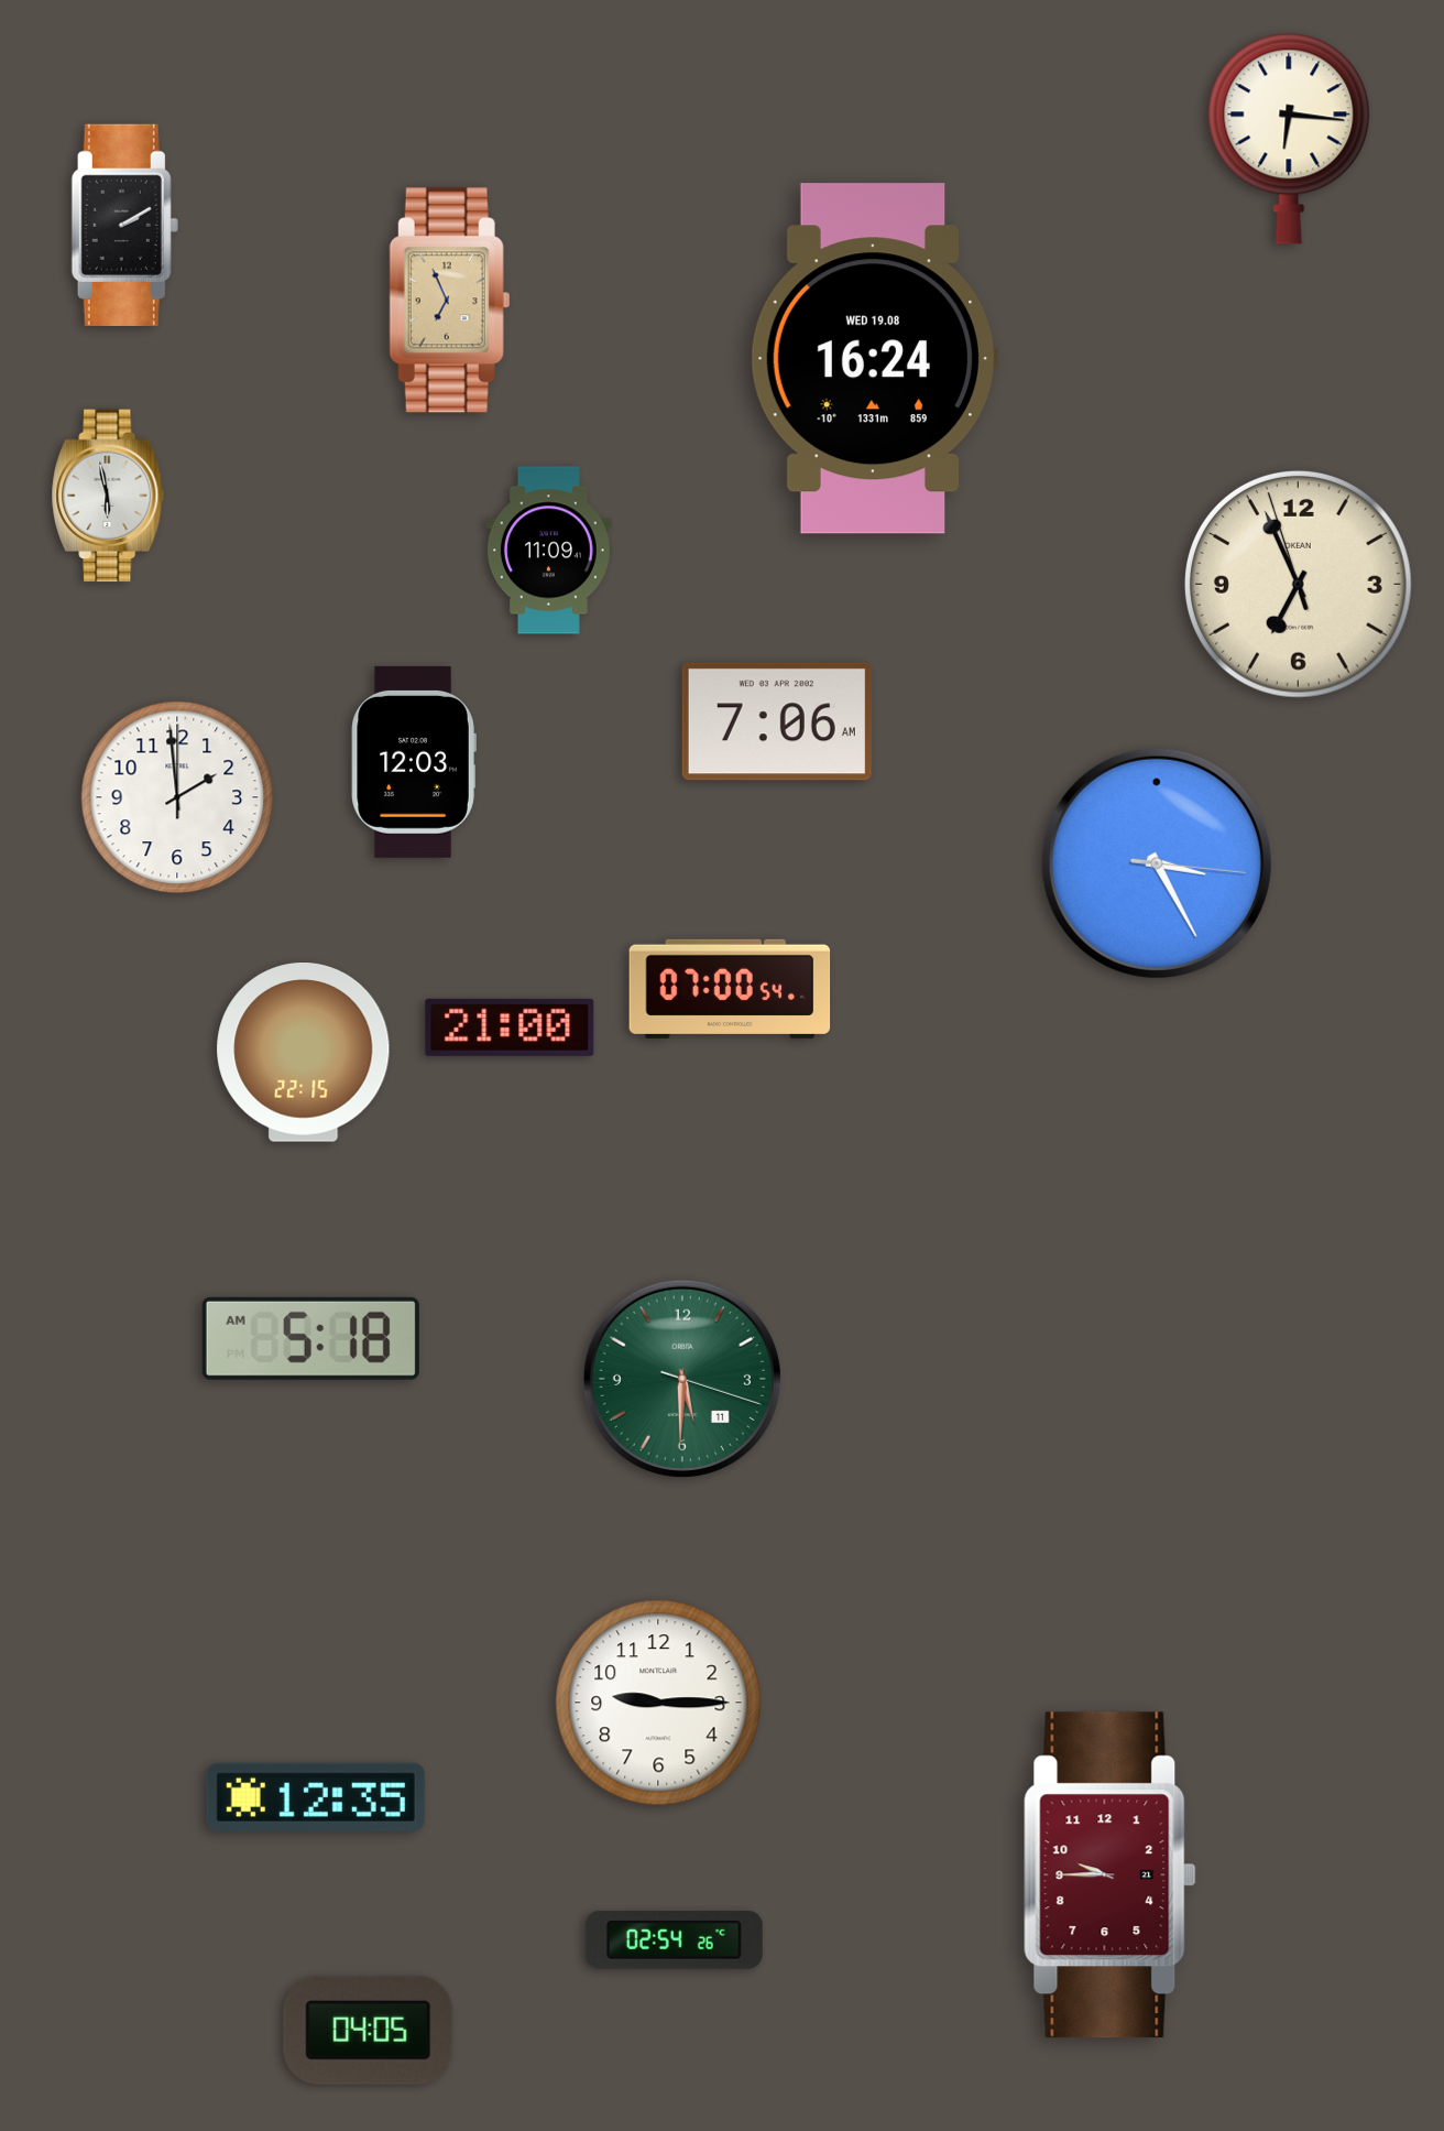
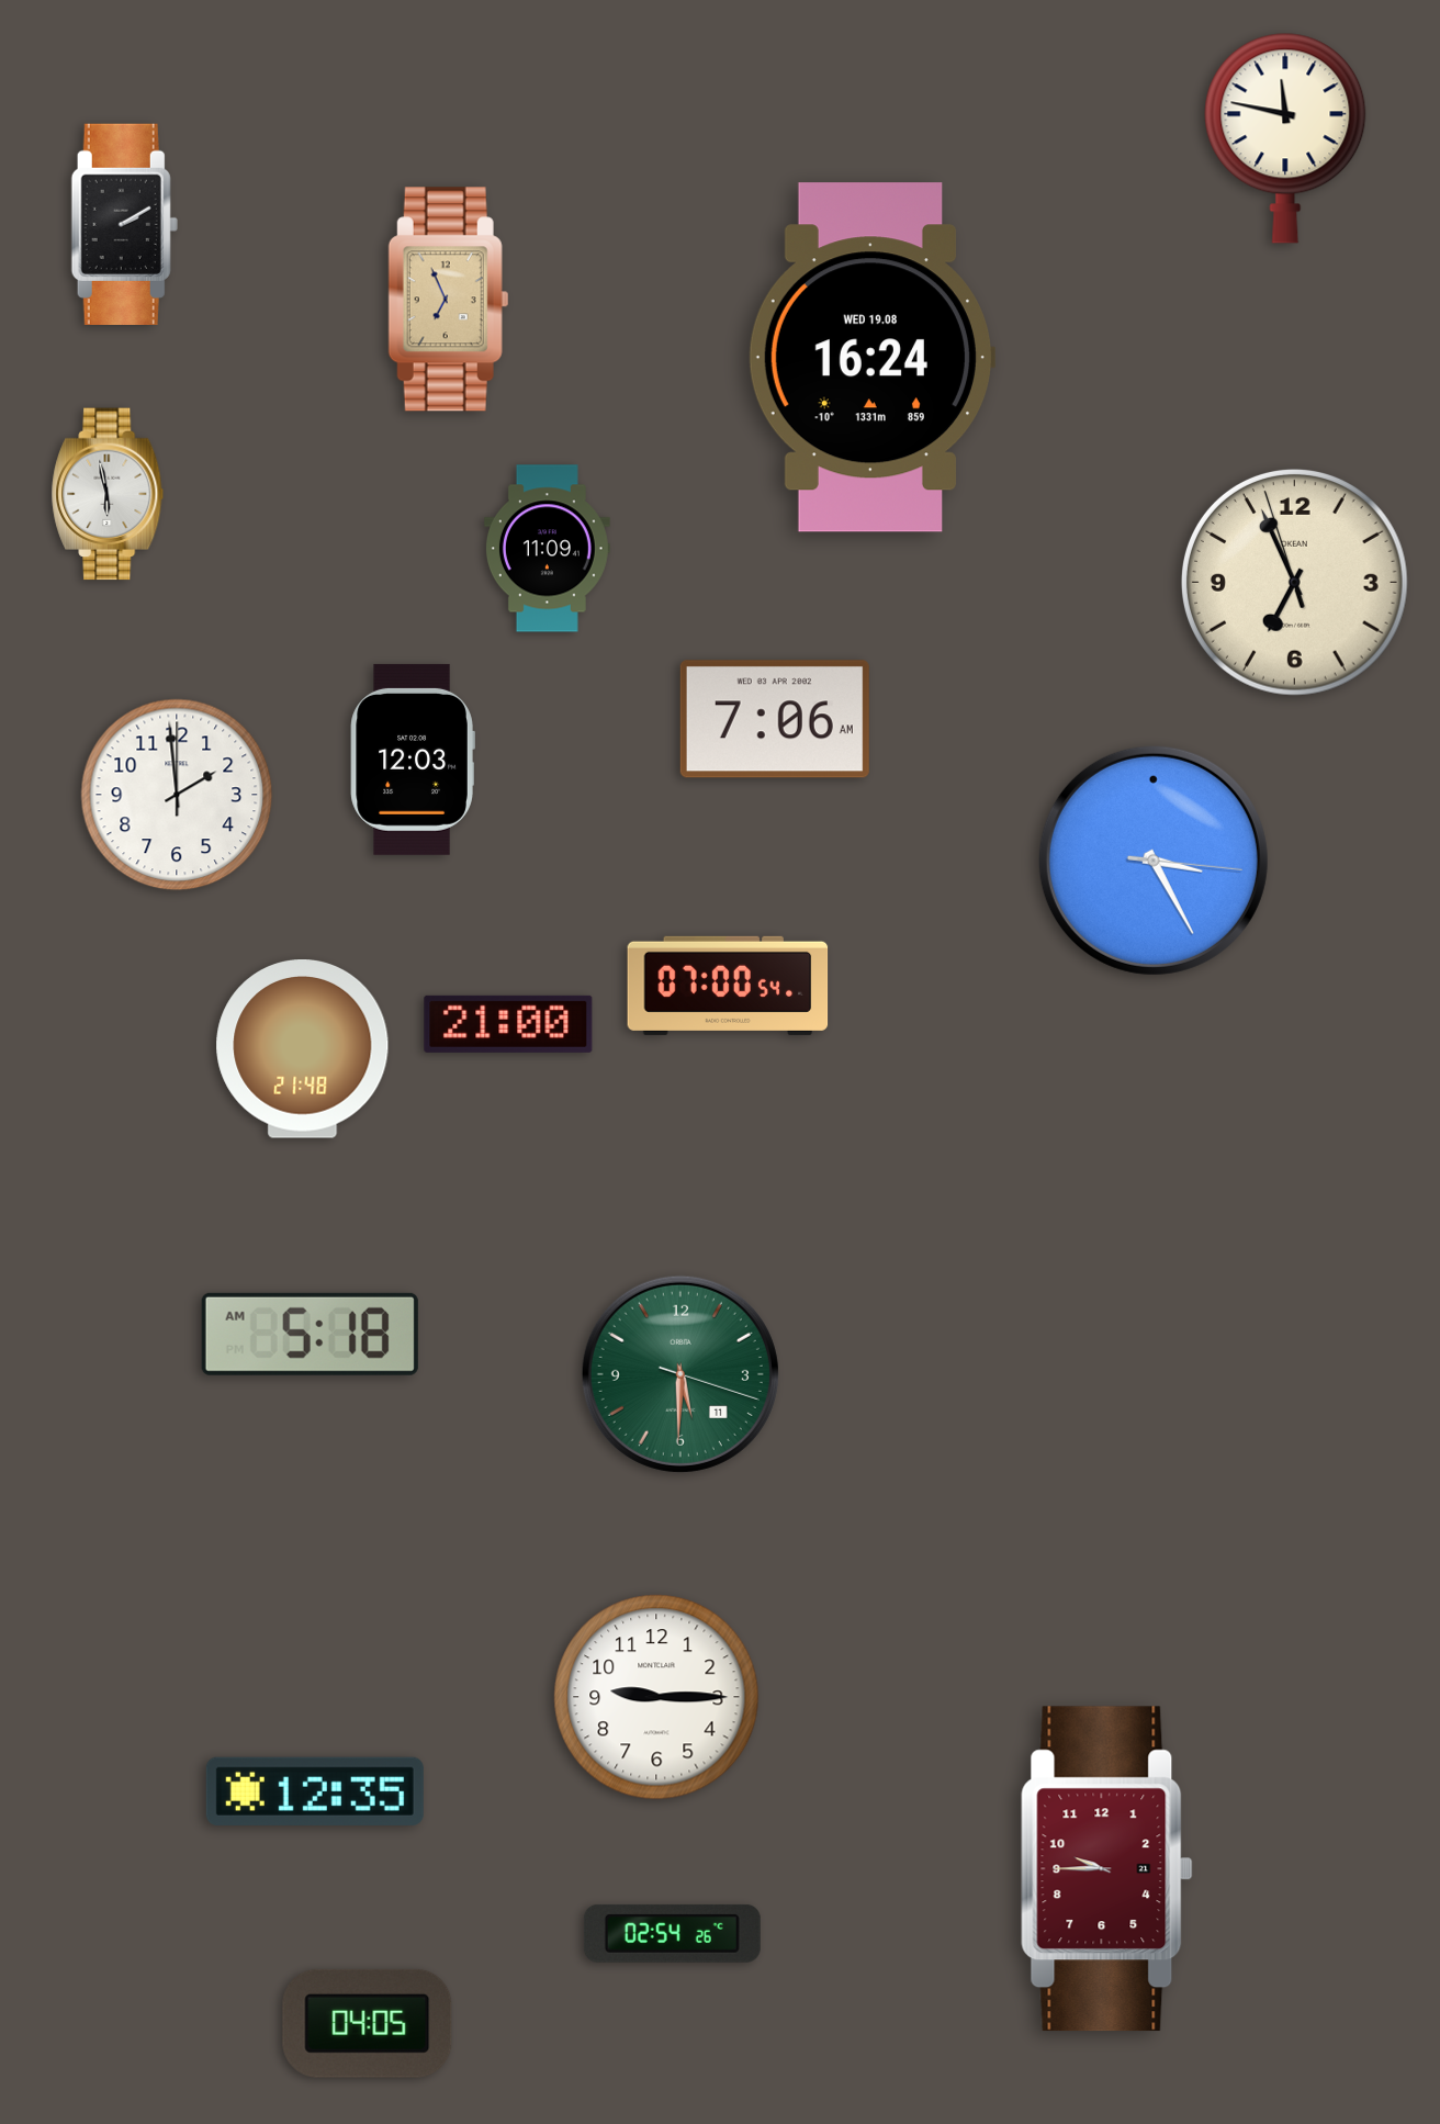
clock at (1289, 139): 6:16 -> 11:47
clock at (304, 1053): 22:15 -> 21:48
